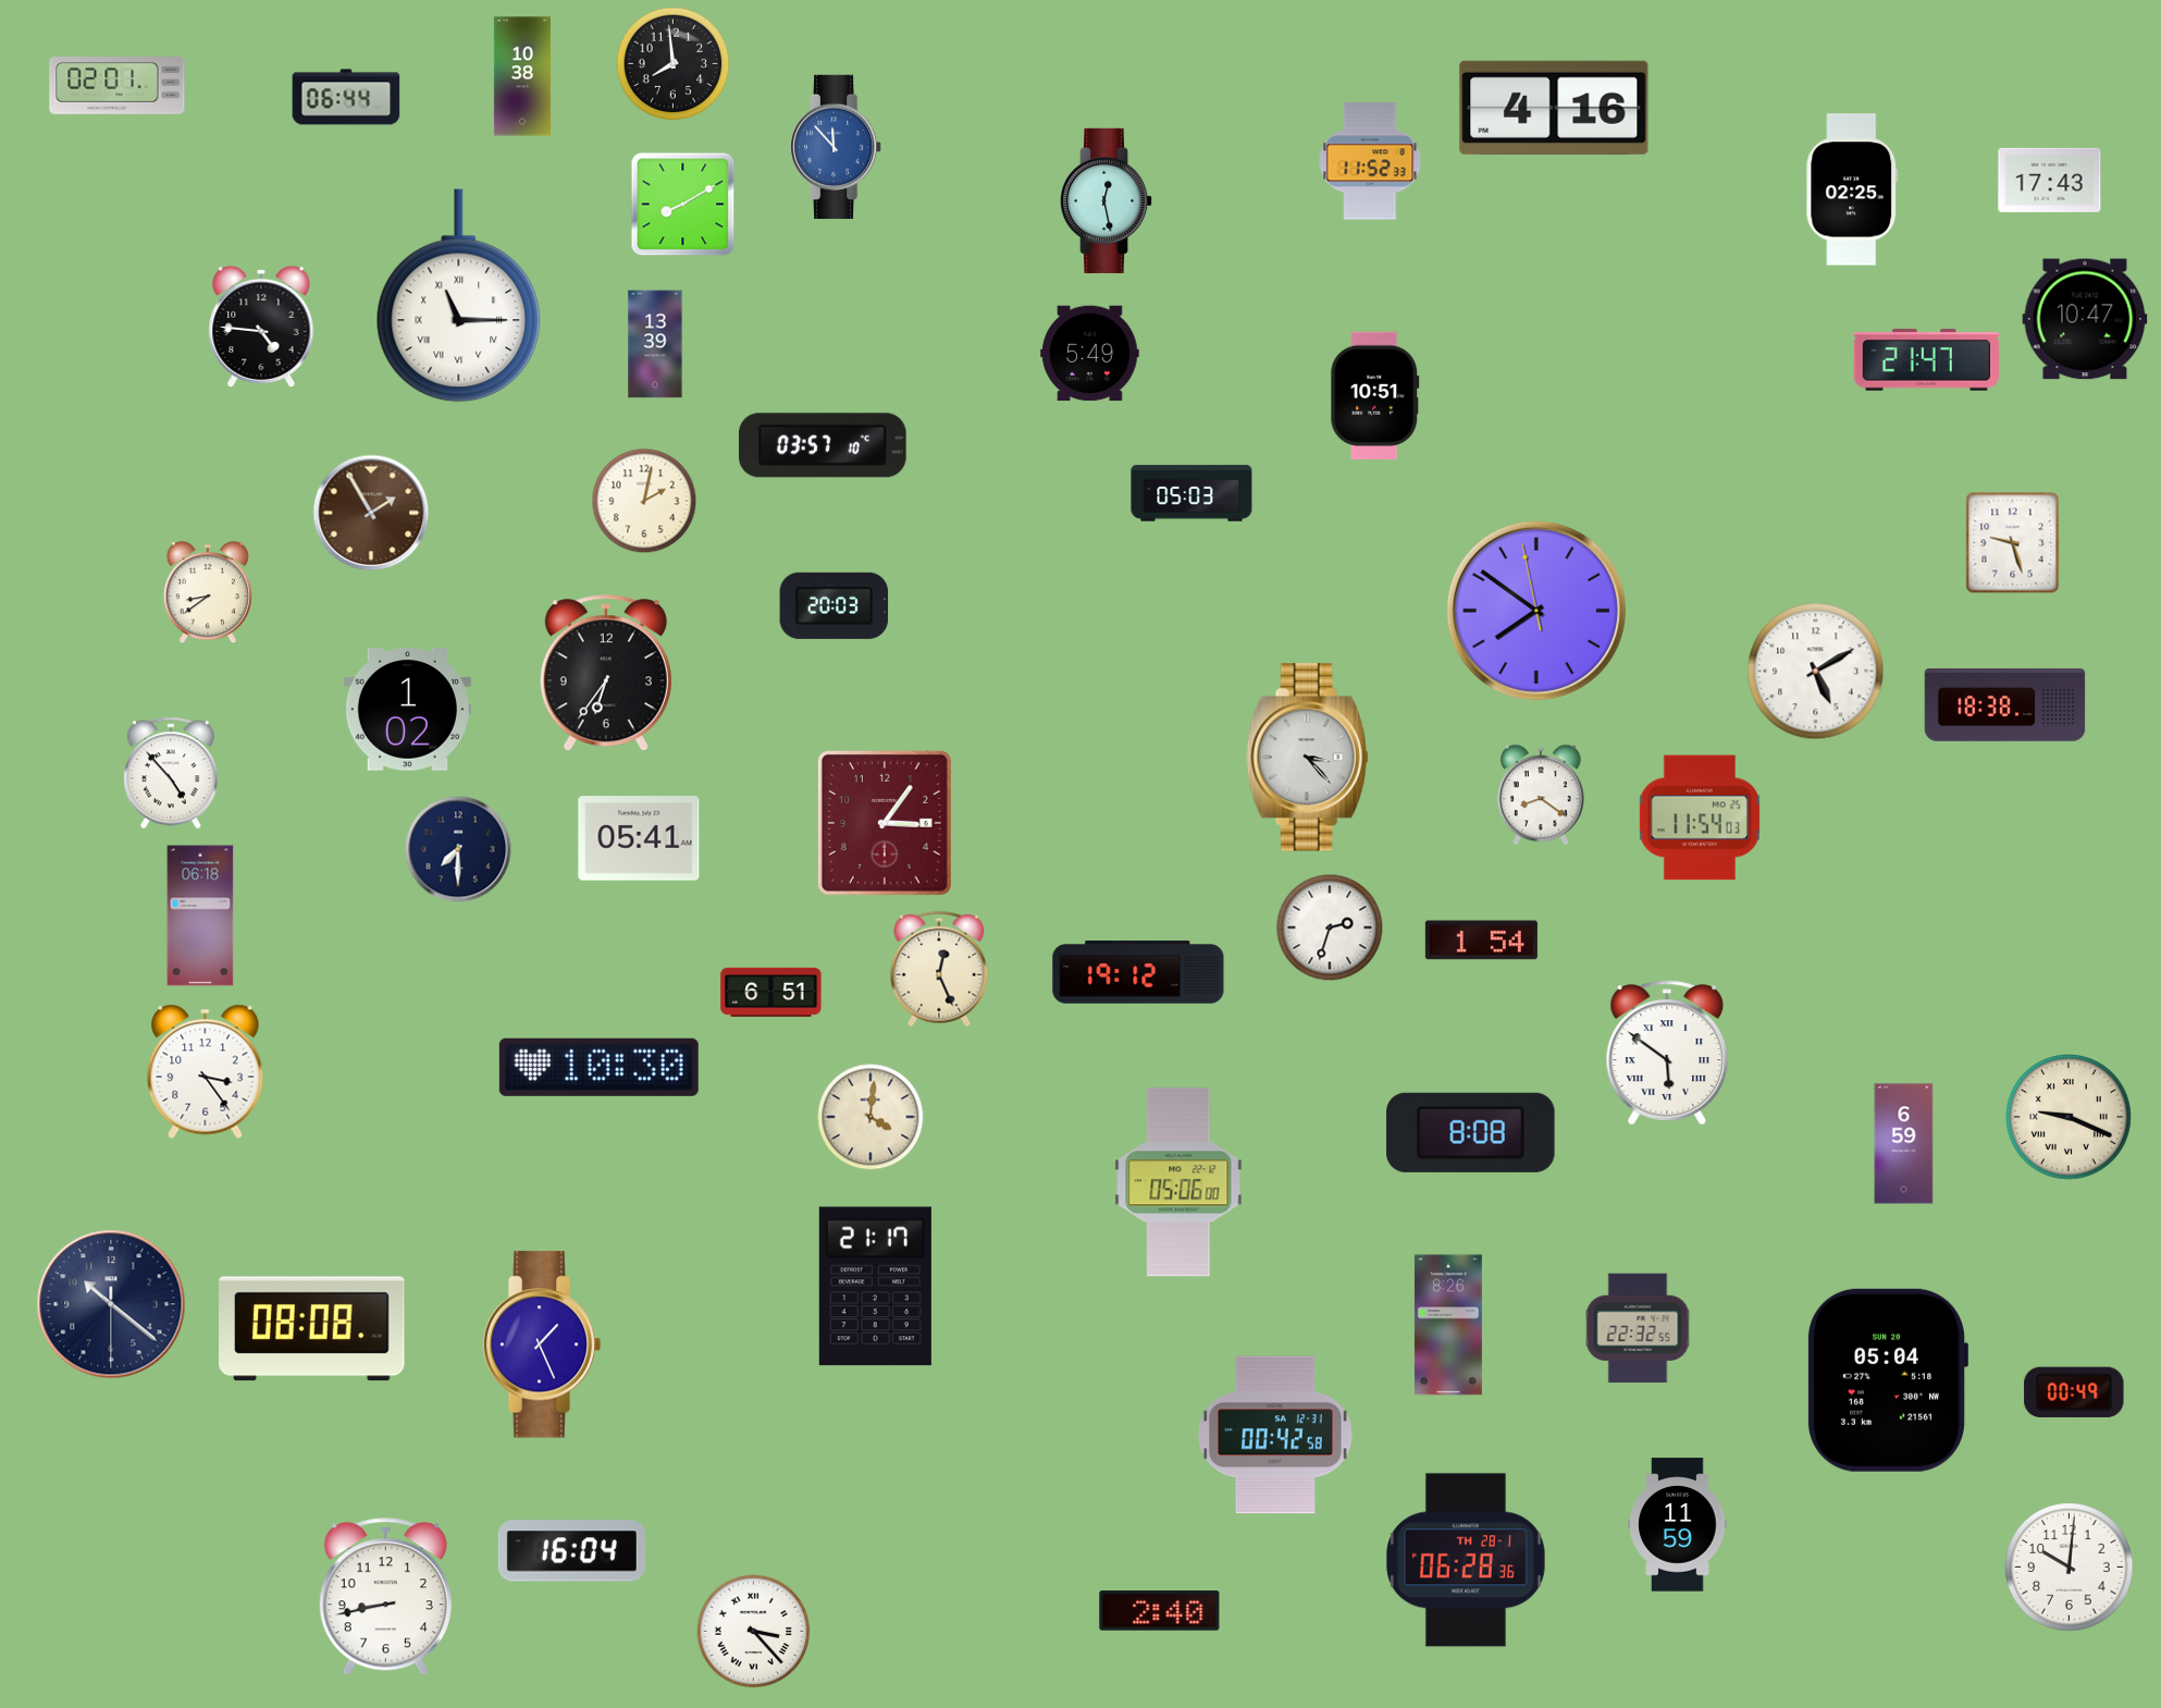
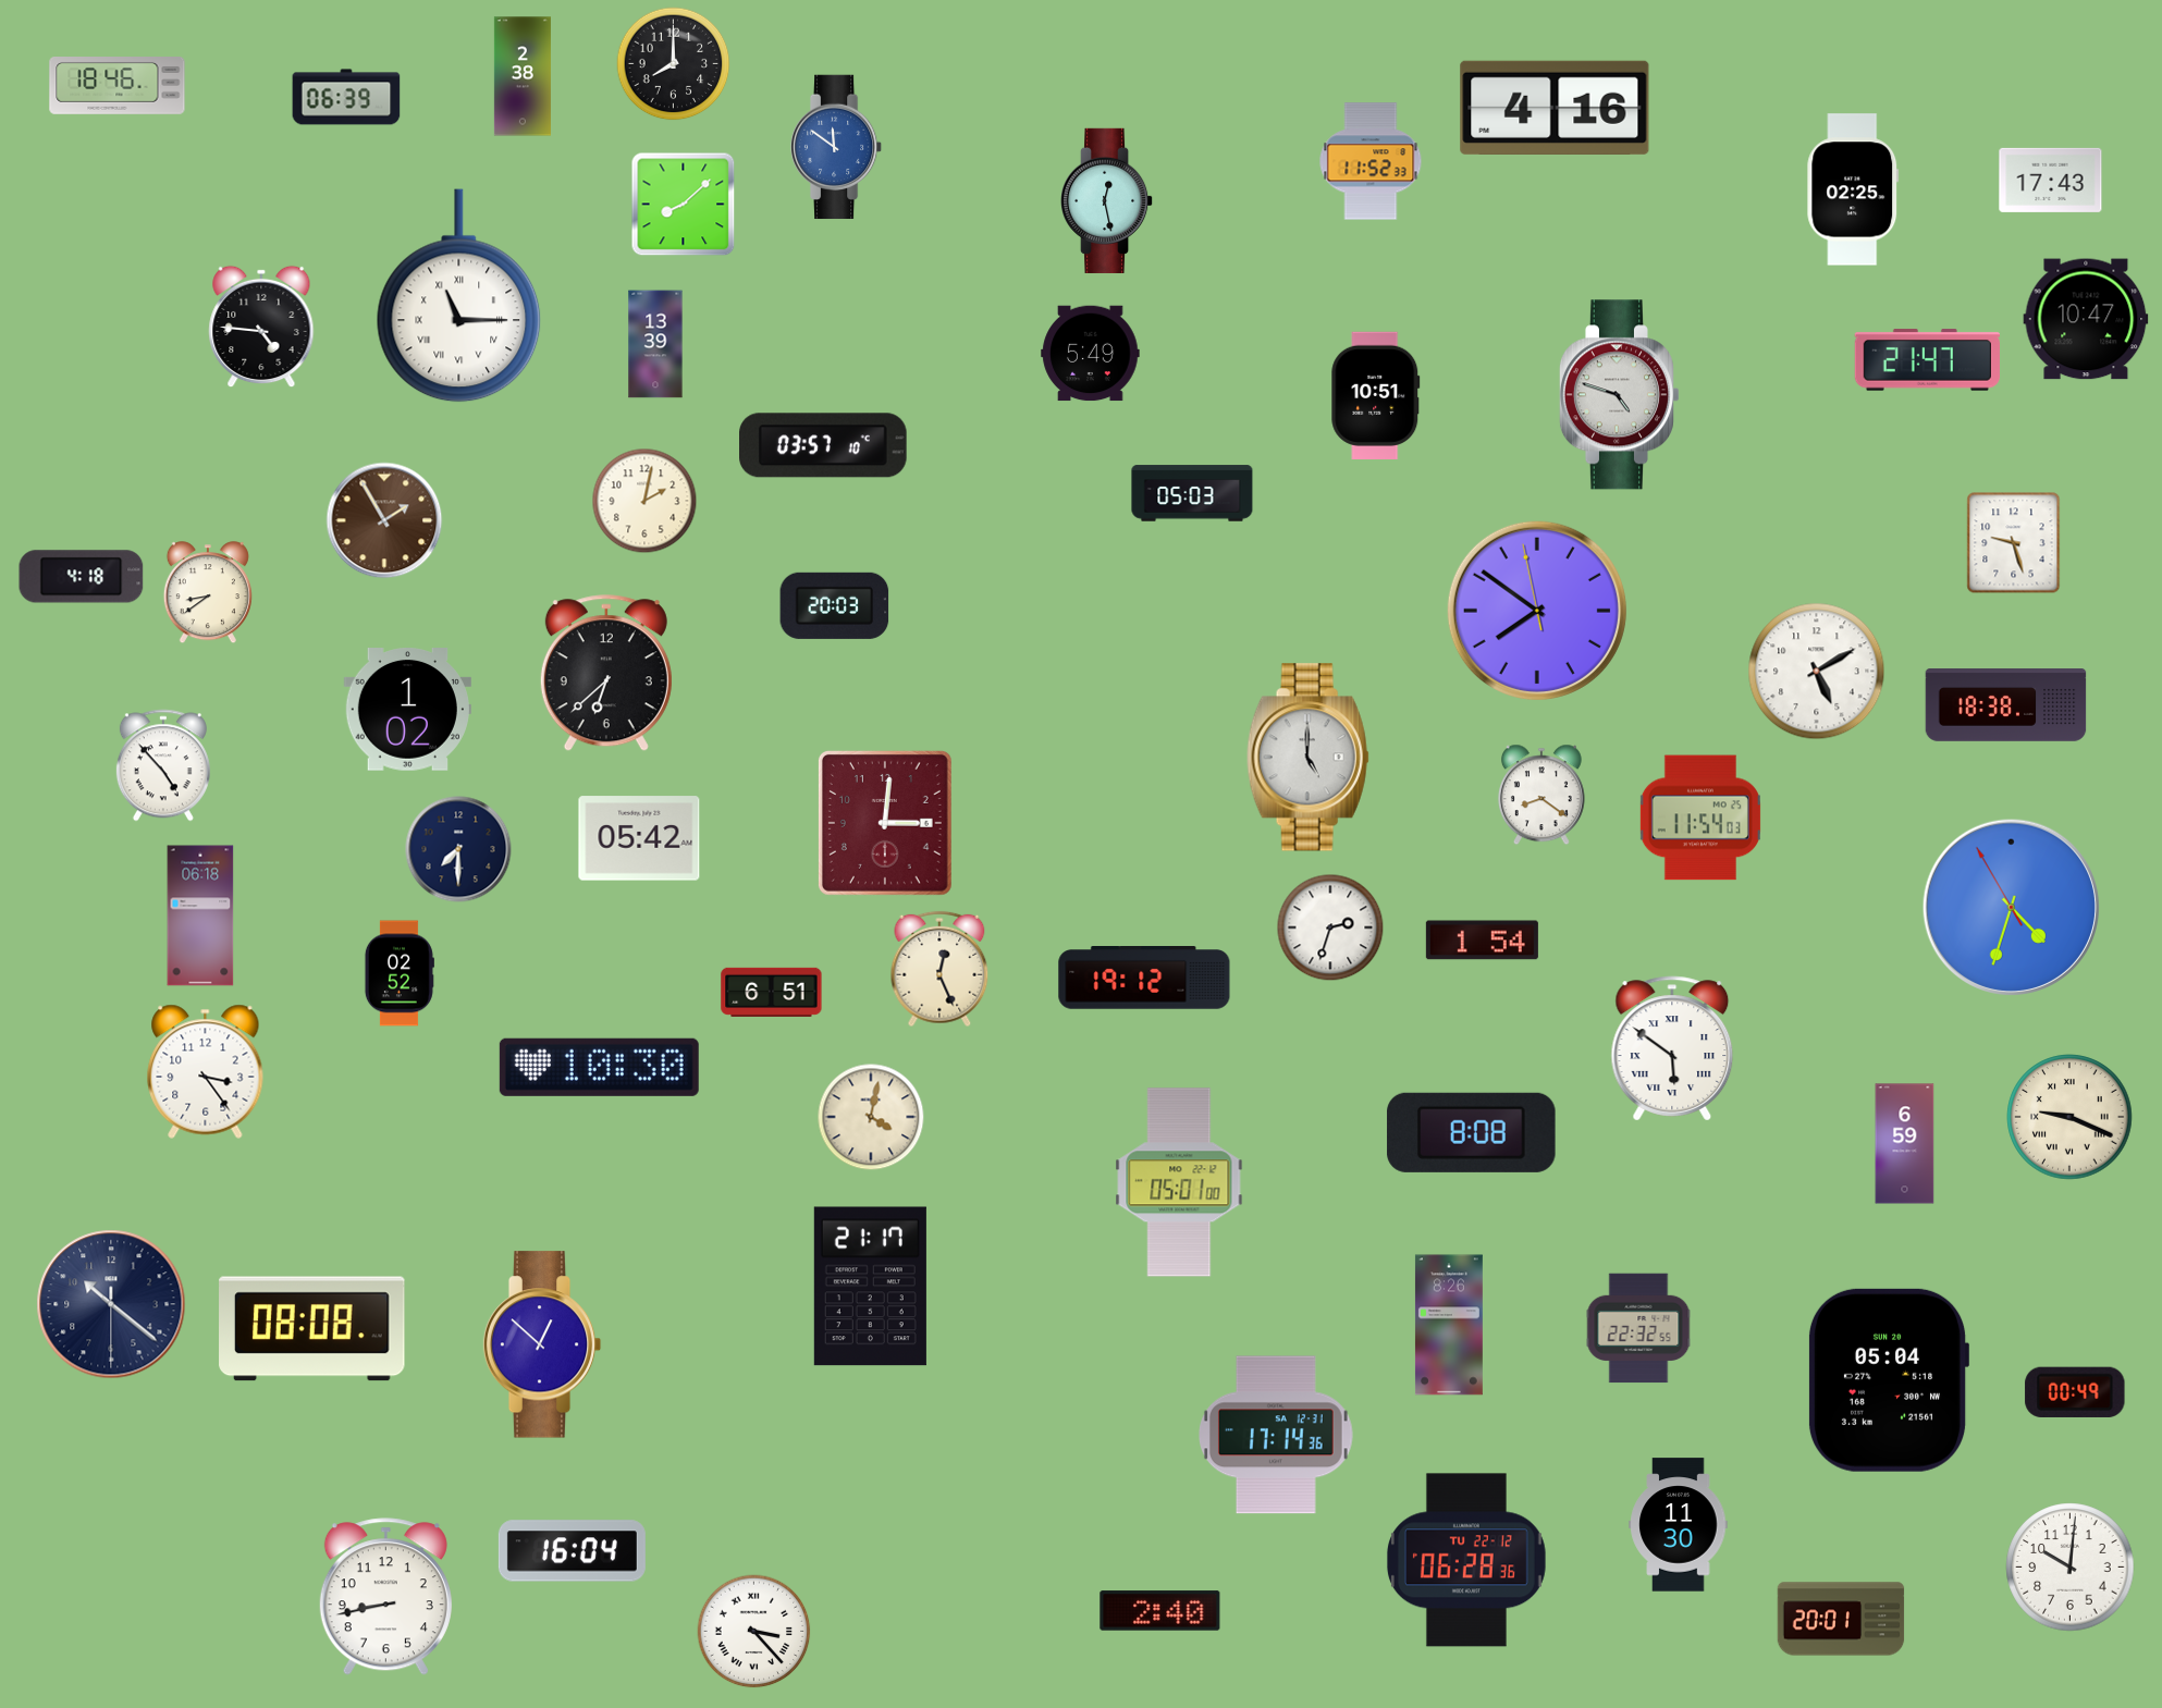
clock at (674, 64): 7:59 -> 8:00
clock at (522, 76): 10:38 -> 2:38
clock at (118, 86): 02:01 -> 18:46
clock at (346, 97): 06:44 -> 06:39
clock at (836, 147): 11:53 -> 11:51
clock at (683, 205): 8:10 -> 8:08
clock at (1619, 395): none -> 4:48
clock at (371, 513) position: (371, 513) -> (384, 520)
clock at (82, 577): none -> 4:18
clock at (606, 674): 6:36 -> 6:38
clock at (1307, 758): 3:23 -> 5:00
clock at (171, 773) position: (171, 773) -> (163, 765)
clock at (885, 823): 3:06 -> 3:01
clock at (639, 838): 05:41 -> 05:42
clock at (2011, 907): none -> 4:32
clock at (398, 973): none -> 02:52
clock at (1138, 973) position: (1138, 973) -> (1144, 979)
clock at (1667, 1053) position: (1667, 1053) -> (1672, 1048)
clock at (870, 1117): 4:01 -> 4:02
clock at (1178, 1182): 05:06 -> 05:01
clock at (875, 1287) position: (875, 1287) -> (870, 1287)
clock at (542, 1344): 1:26 -> 12:52
clock at (1276, 1435): 00:42 -> 17:14
clock at (1678, 1525): 11:59 -> 11:30
clock at (1466, 1560) date: TH 28-1 -> TU 22-12
clock at (1841, 1619): none -> 20:01
